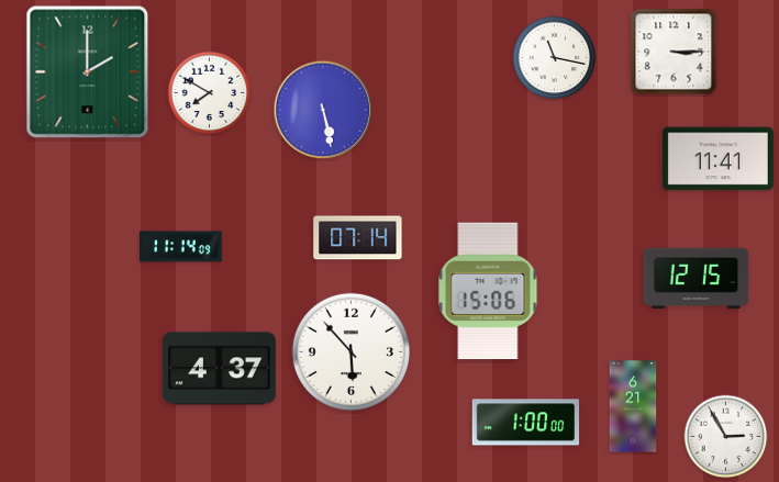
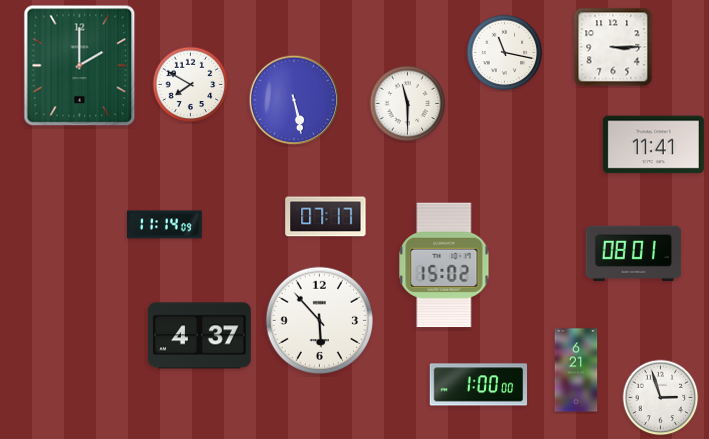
clock at (408, 104): none -> 11:30
clock at (358, 238): 07:14 -> 07:17
clock at (697, 278): 12:15 -> 08:01
clock at (488, 291): 15:06 -> 15:02
clock at (726, 437): 2:55 -> 2:57
